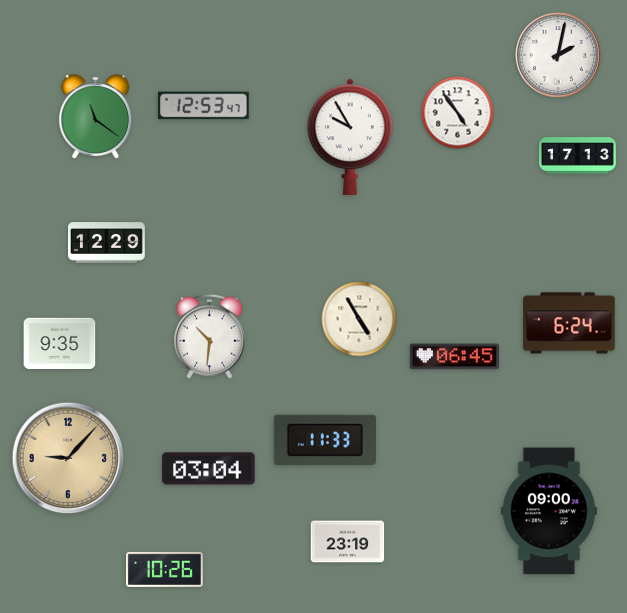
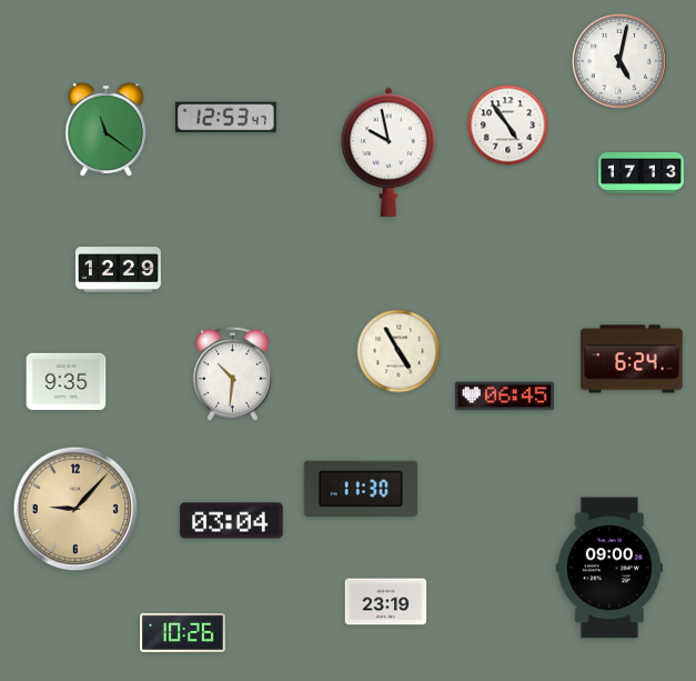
clock at (558, 55): 2:02 -> 5:02
clock at (350, 137): 9:55 -> 9:58
clock at (359, 319) position: (359, 319) -> (399, 351)
clock at (325, 440): 11:33 -> 11:30
